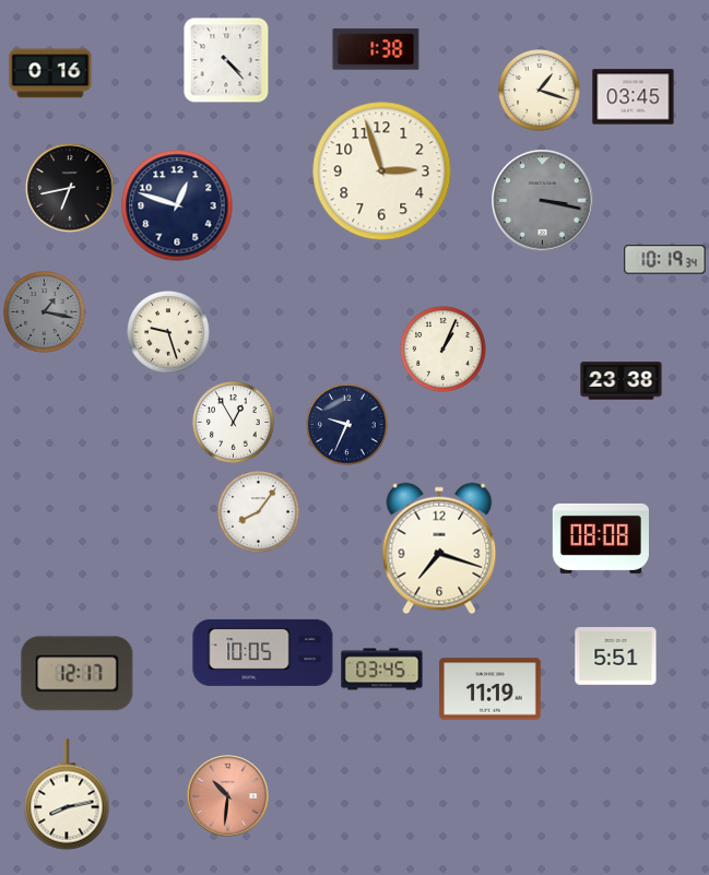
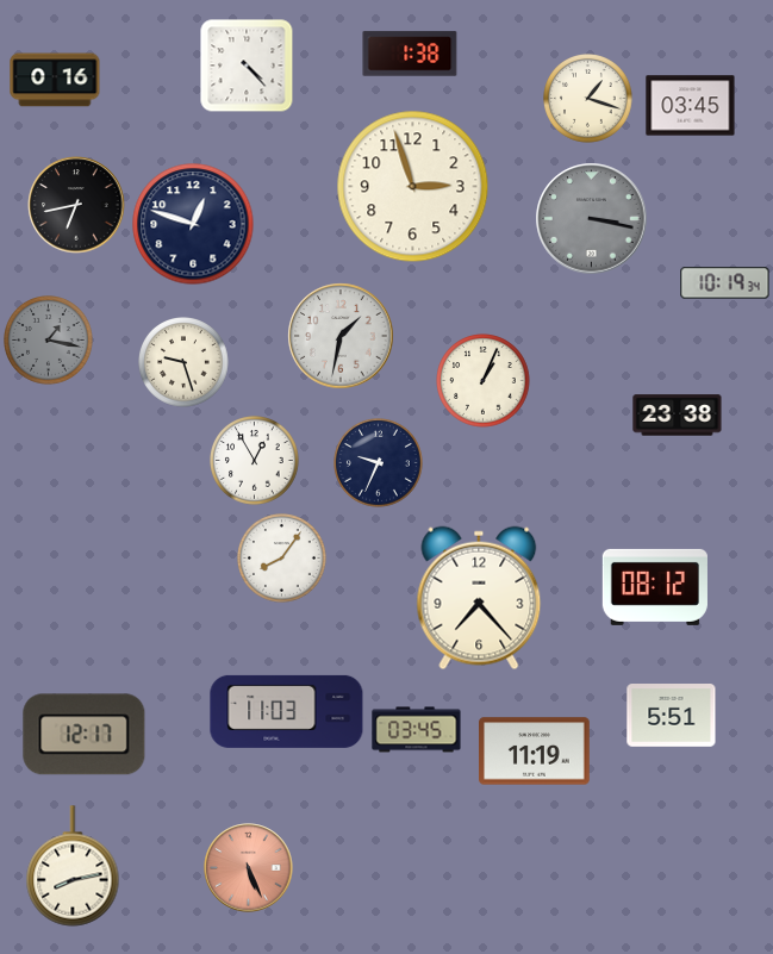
clock at (382, 172) position: (382, 172) -> (413, 187)
clock at (341, 336): none -> 1:32
clock at (601, 539): 08:08 -> 08:12
clock at (439, 548): 7:18 -> 7:23
clock at (263, 652): 10:05 -> 11:03
clock at (228, 796): 10:31 -> 5:26
